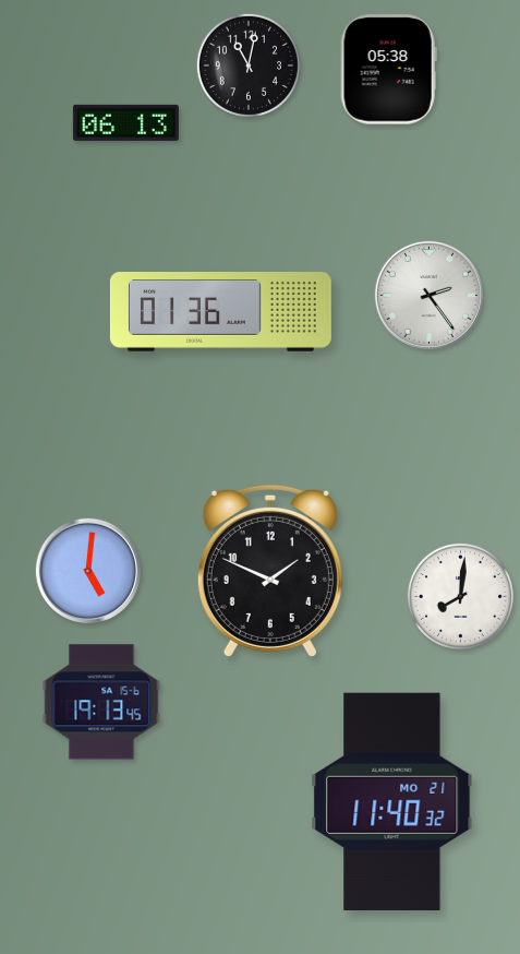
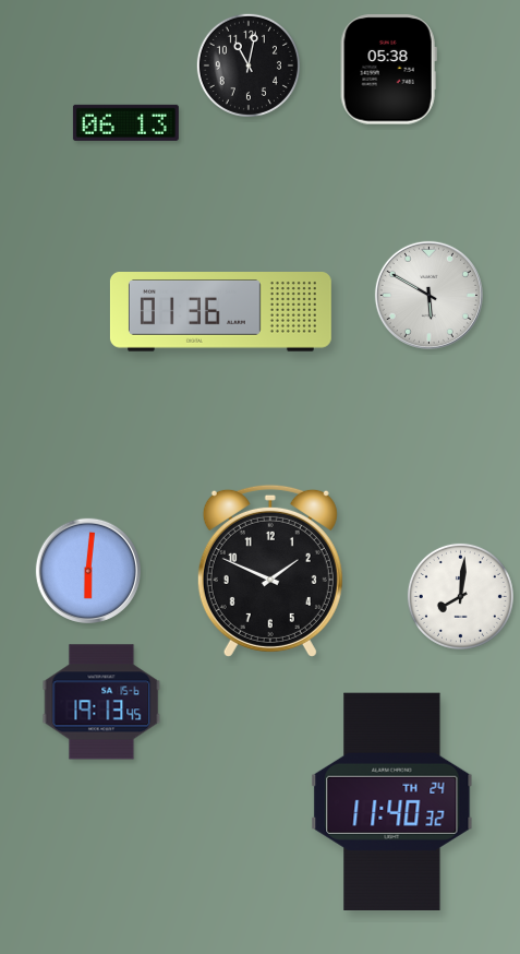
clock at (428, 295): 2:24 -> 5:50
clock at (88, 571): 5:01 -> 6:01
clock at (392, 801) date: MO 21 -> TH 24
